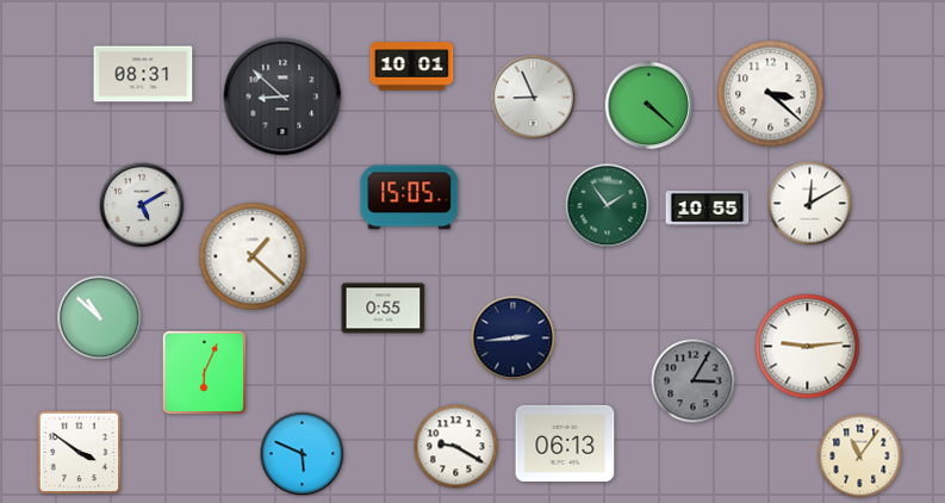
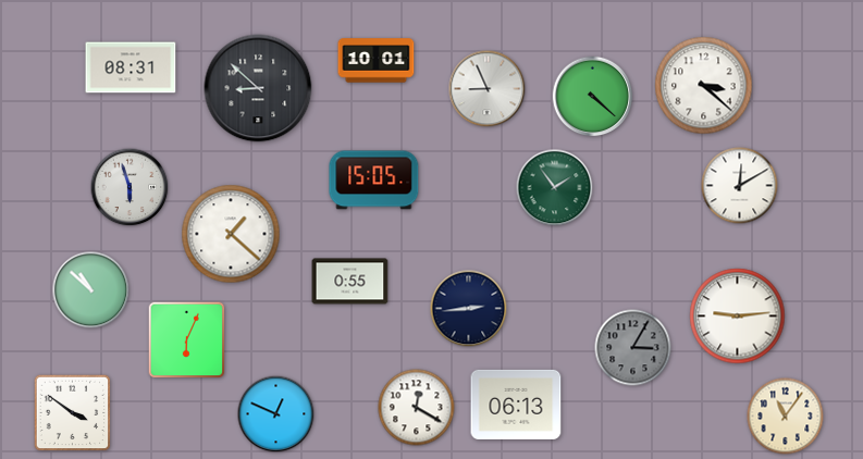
clock at (142, 205): 5:10 -> 5:57
clock at (708, 209): 10:55 -> none
clock at (456, 447): 9:20 -> 12:20
clock at (303, 454): 5:49 -> 12:49
